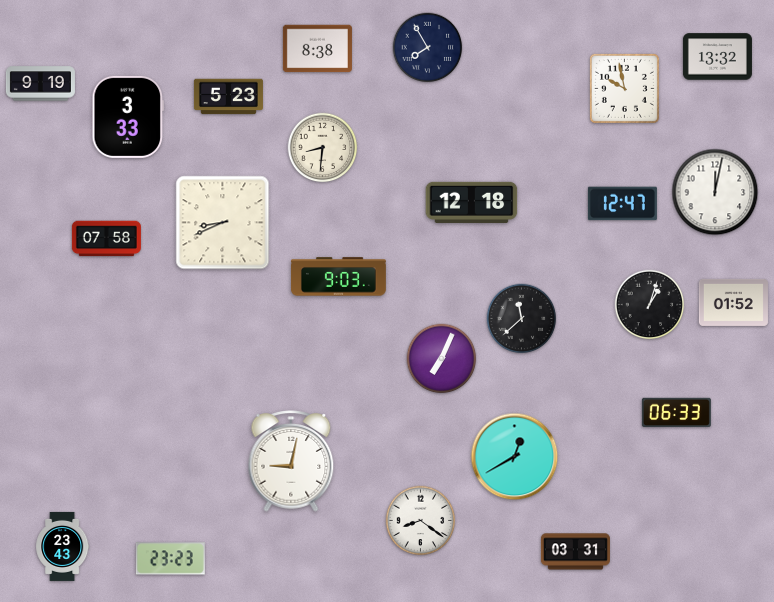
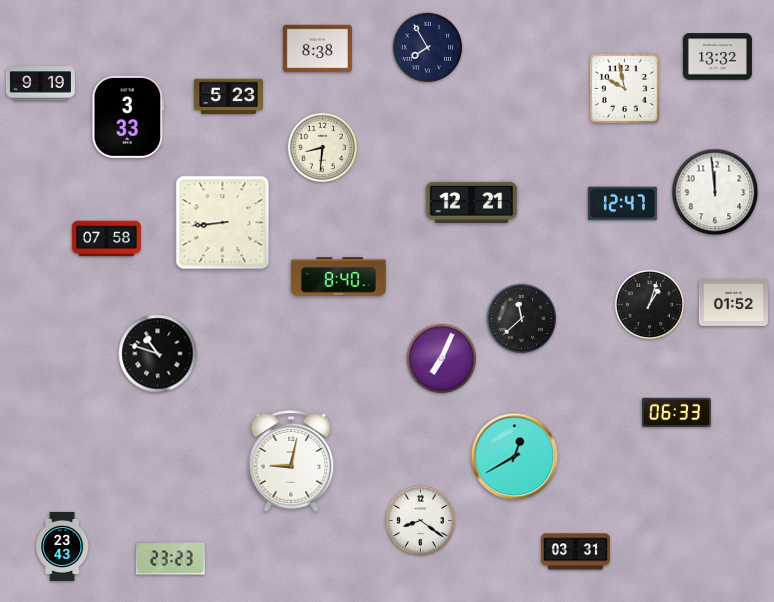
clock at (715, 192): 12:02 -> 11:59
clock at (472, 202): 12:18 -> 12:21
clock at (223, 223): 8:41 -> 8:44
clock at (338, 277): 9:03 -> 8:40
clock at (158, 354): none -> 10:48
